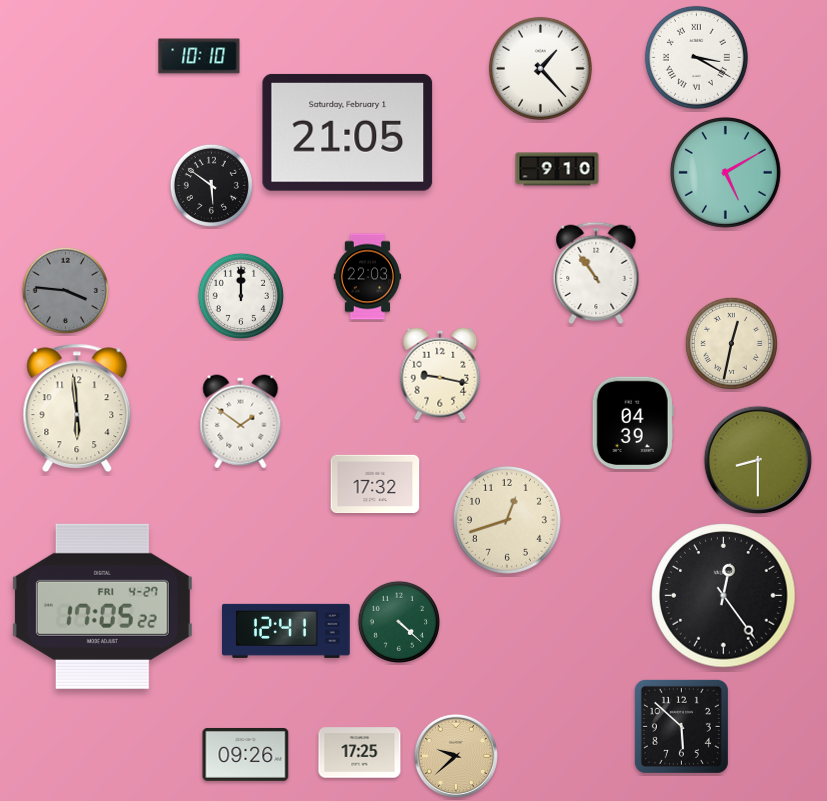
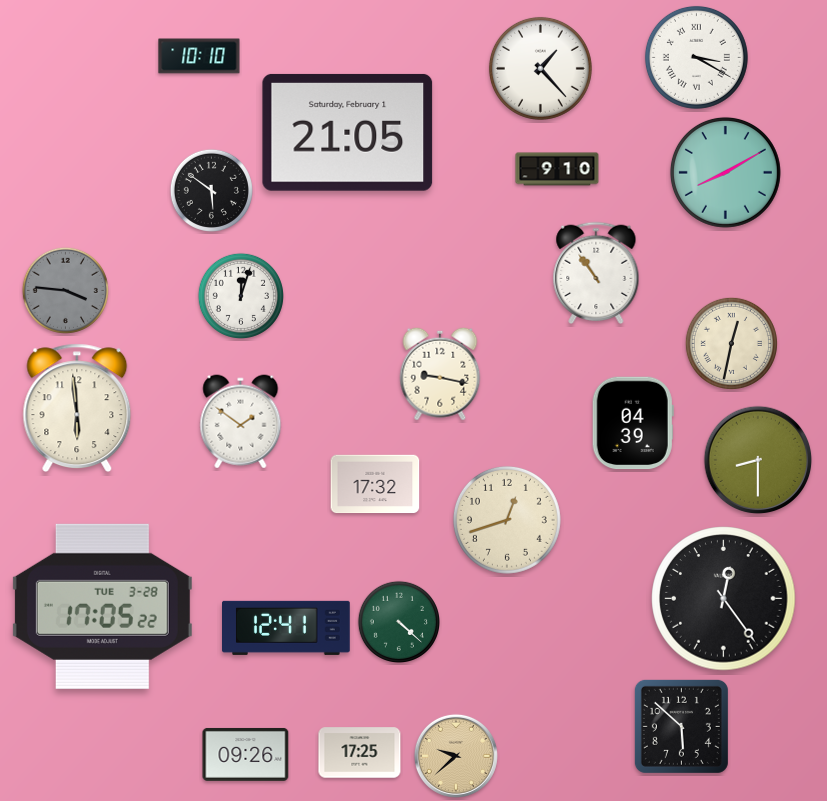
clock at (725, 172): 5:10 -> 8:10
clock at (211, 185) position: (211, 185) -> (211, 190)
clock at (368, 277): 22:03 -> none
clock at (241, 296): 12:00 -> 12:03
clock at (724, 596) position: (724, 596) -> (724, 599)
clock at (102, 606) date: FRI 4-27 -> TUE 3-28
clock at (287, 631) position: (287, 631) -> (287, 628)
